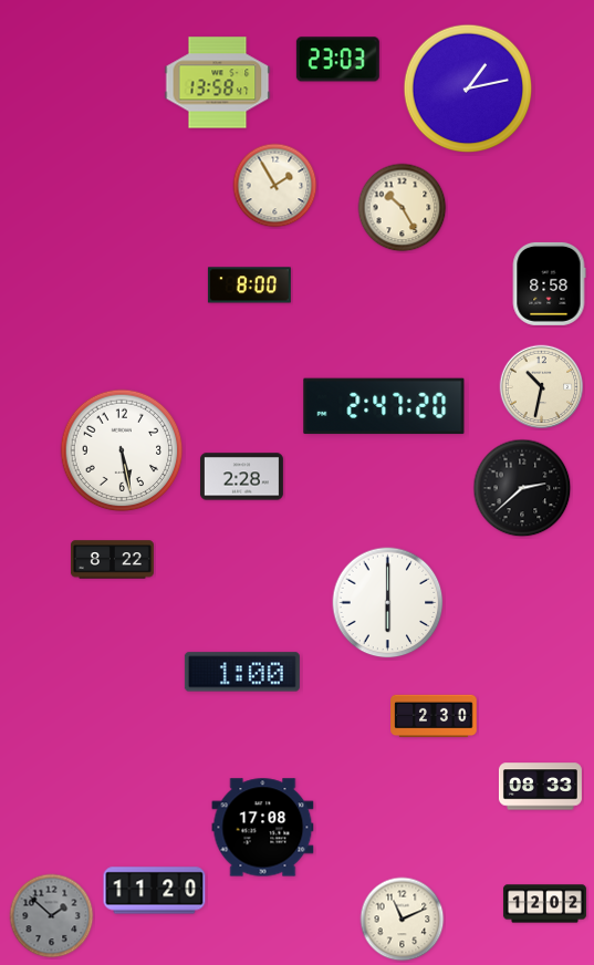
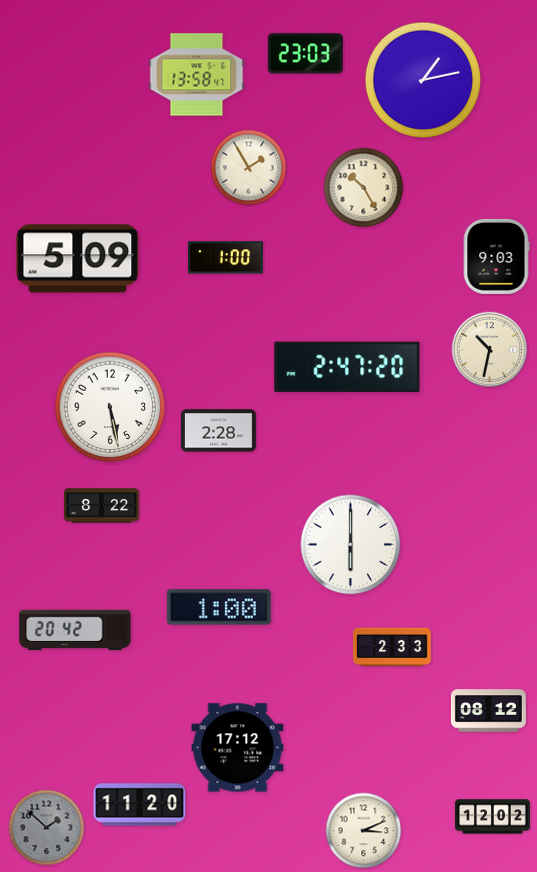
clock at (549, 283): 8:58 -> 9:03
clock at (249, 286): 8:00 -> 1:00
clock at (78, 259): none -> 5:09
clock at (522, 488): 2:38 -> none
clock at (75, 630): none -> 20:42
clock at (434, 716): 2:30 -> 2:33
clock at (540, 787): 08:33 -> 08:12
clock at (263, 828): 17:08 -> 17:12
clock at (403, 920): 11:11 -> 3:11
